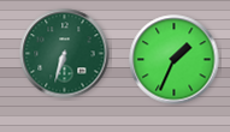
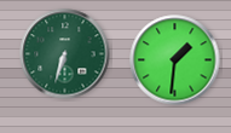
clock at (175, 60): 1:34 -> 1:31
